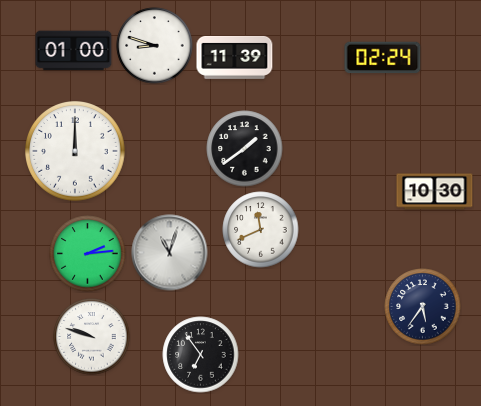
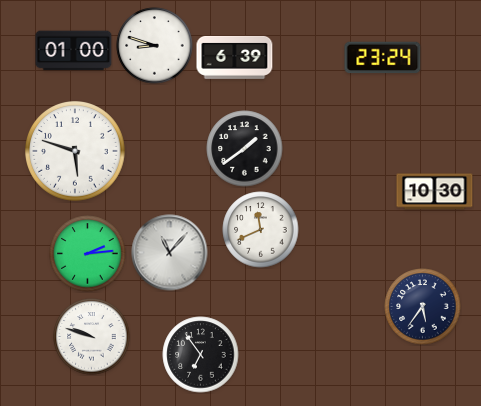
clock at (235, 57): 11:39 -> 6:39
clock at (383, 58): 02:24 -> 23:24
clock at (76, 152): 12:00 -> 5:48
clock at (170, 253): 11:03 -> 11:07
